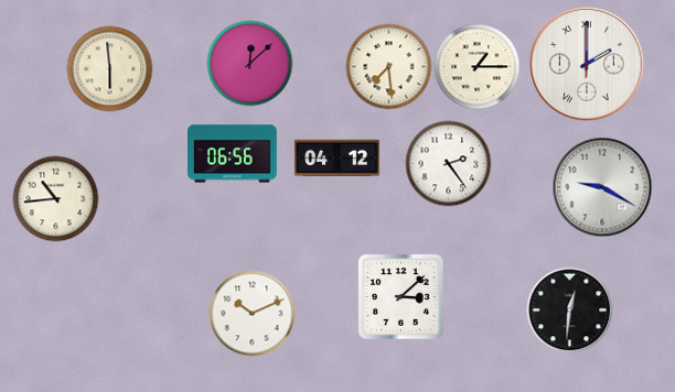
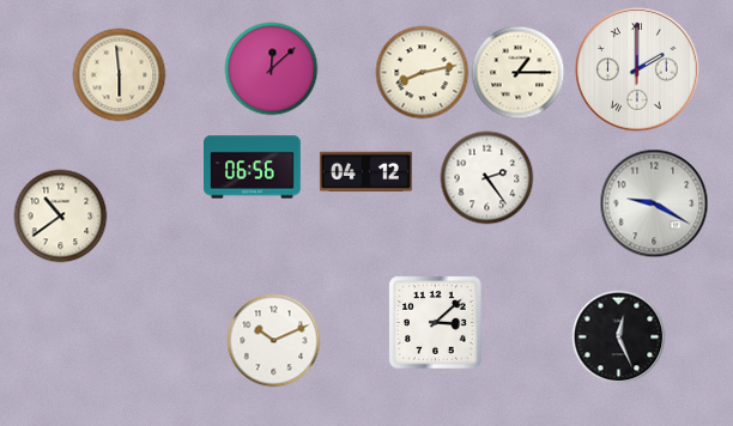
clock at (388, 66): 7:29 -> 8:13
clock at (55, 198): 10:44 -> 10:39
clock at (569, 309): 12:31 -> 12:26
